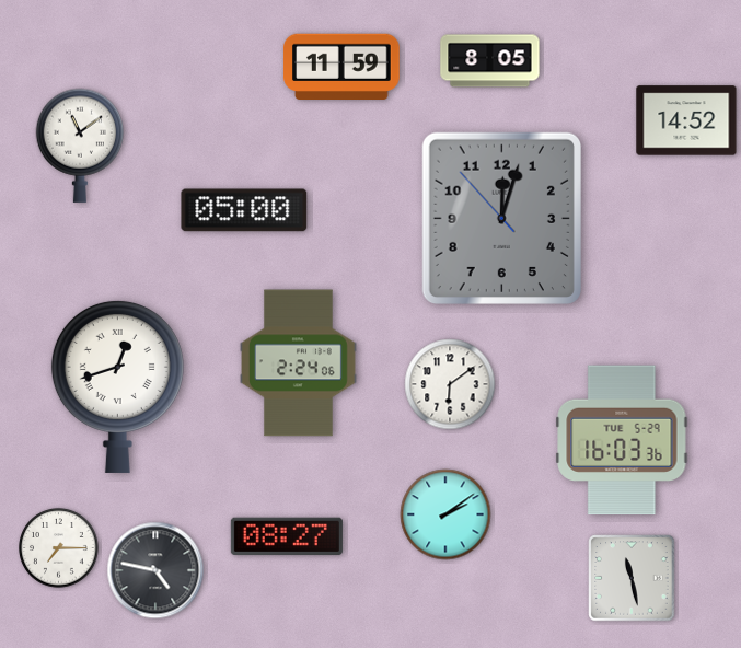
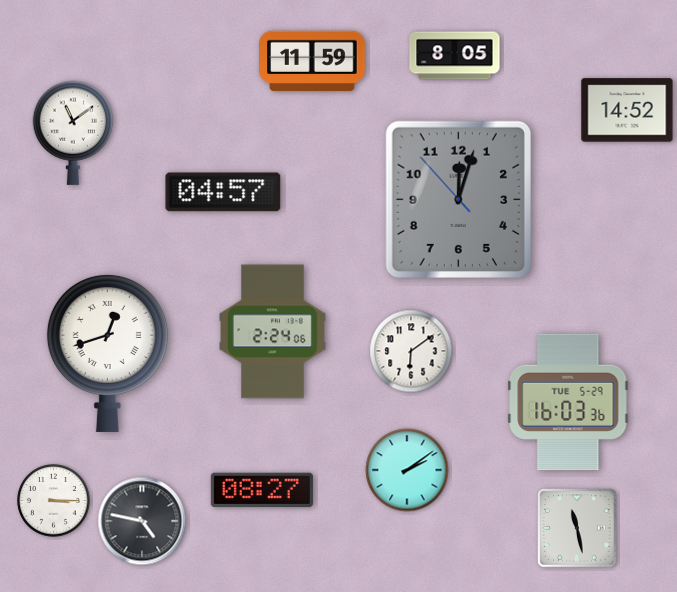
clock at (490, 61) position: (490, 61) -> (455, 56)
clock at (244, 210): 05:00 -> 04:57
clock at (59, 548): 7:15 -> 3:15
